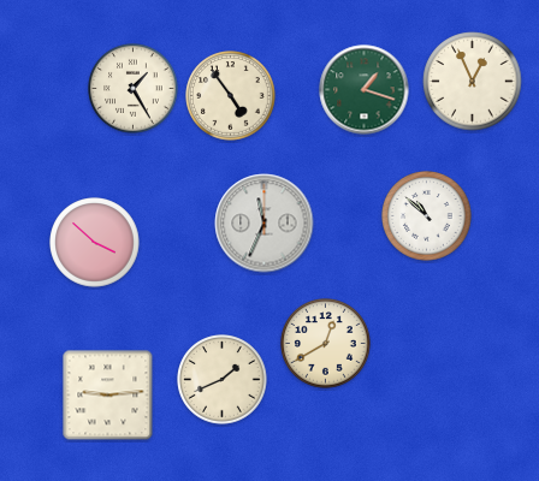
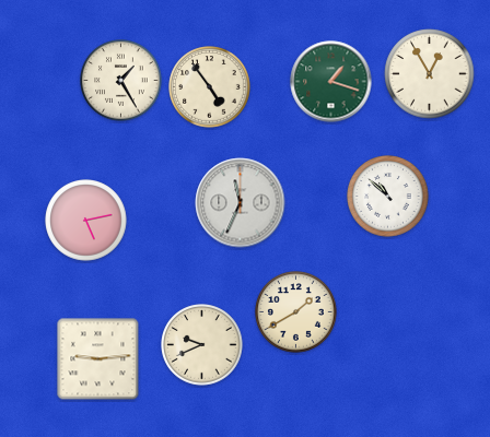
clock at (473, 82): 12:56 -> 12:55
clock at (95, 243): 3:52 -> 5:13
clock at (326, 344): 12:40 -> 1:40
clock at (223, 380): 1:41 -> 9:41
